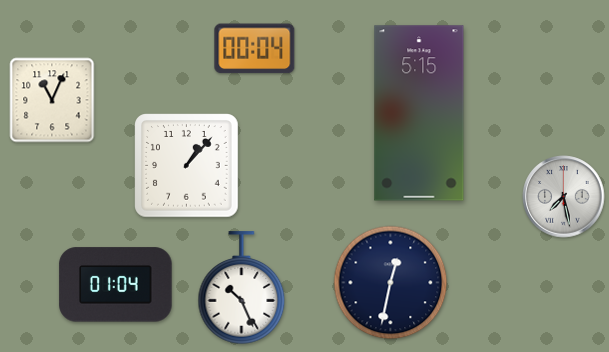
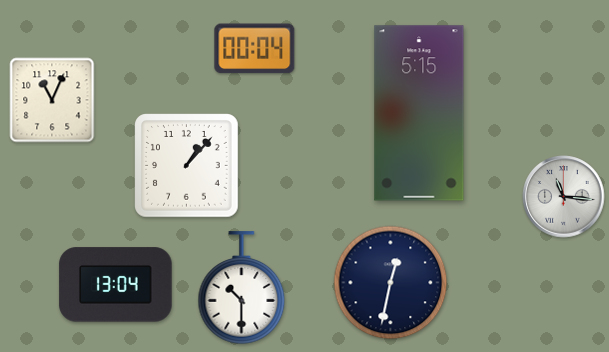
clock at (564, 197): 7:28 -> 11:16
clock at (116, 285): 01:04 -> 13:04
clock at (242, 288): 10:26 -> 10:30
